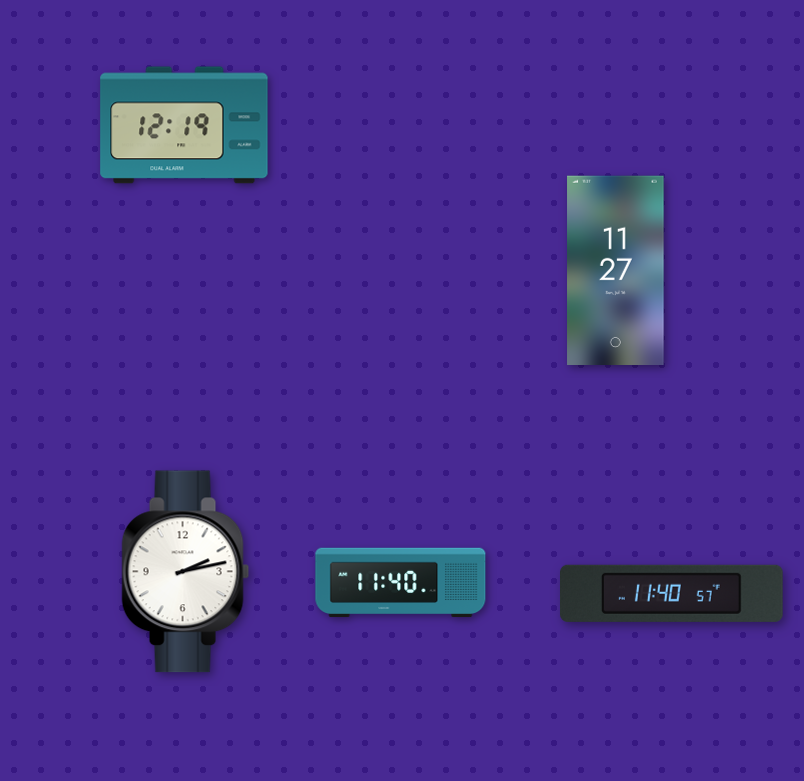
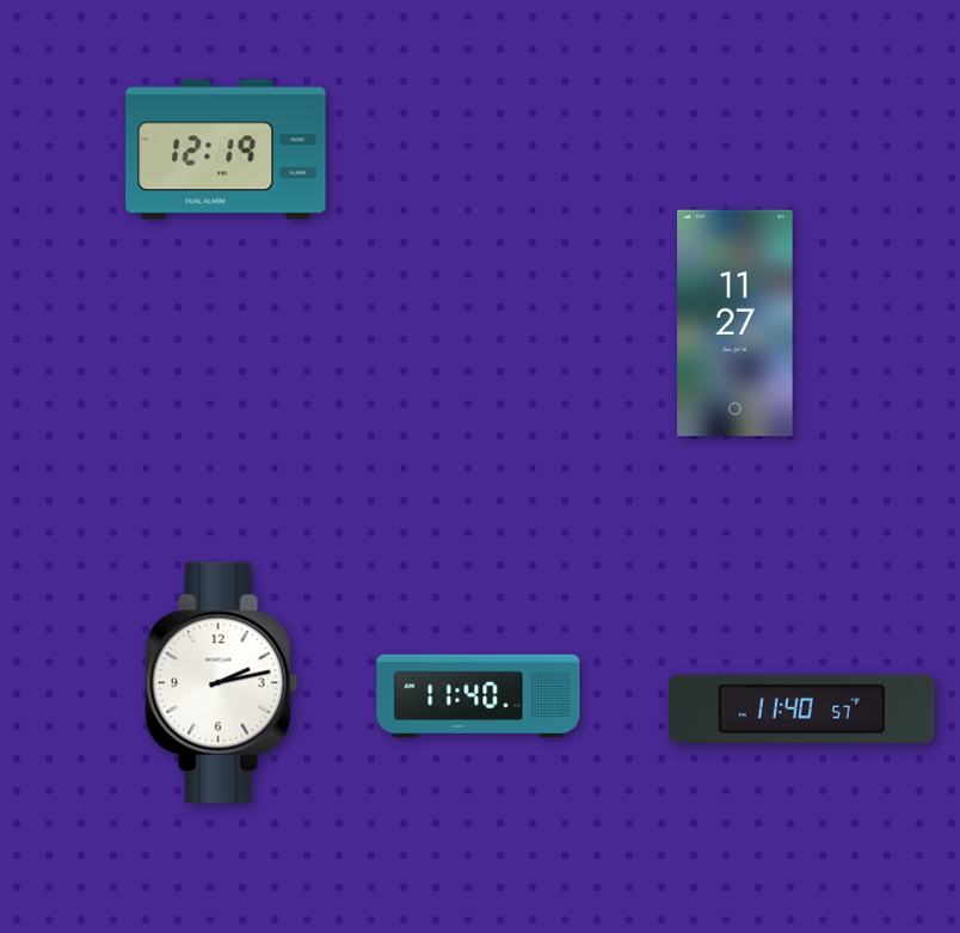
clock at (184, 125) position: (184, 125) -> (226, 149)
